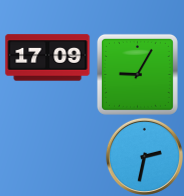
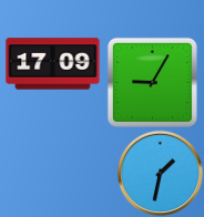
clock at (144, 156): 2:32 -> 1:32
